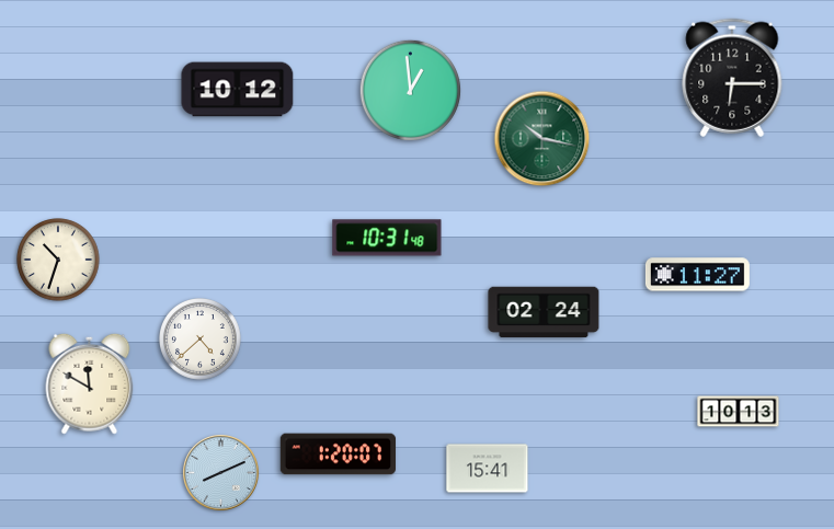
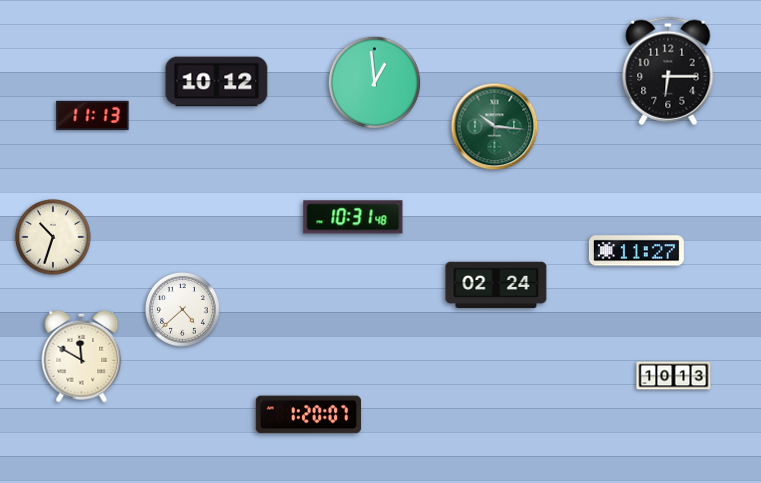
clock at (93, 115): none -> 11:13
clock at (542, 139): 10:17 -> 10:16
clock at (90, 383) position: (90, 383) -> (82, 356)
clock at (488, 469): 15:41 -> none
clock at (221, 473): 8:11 -> none
